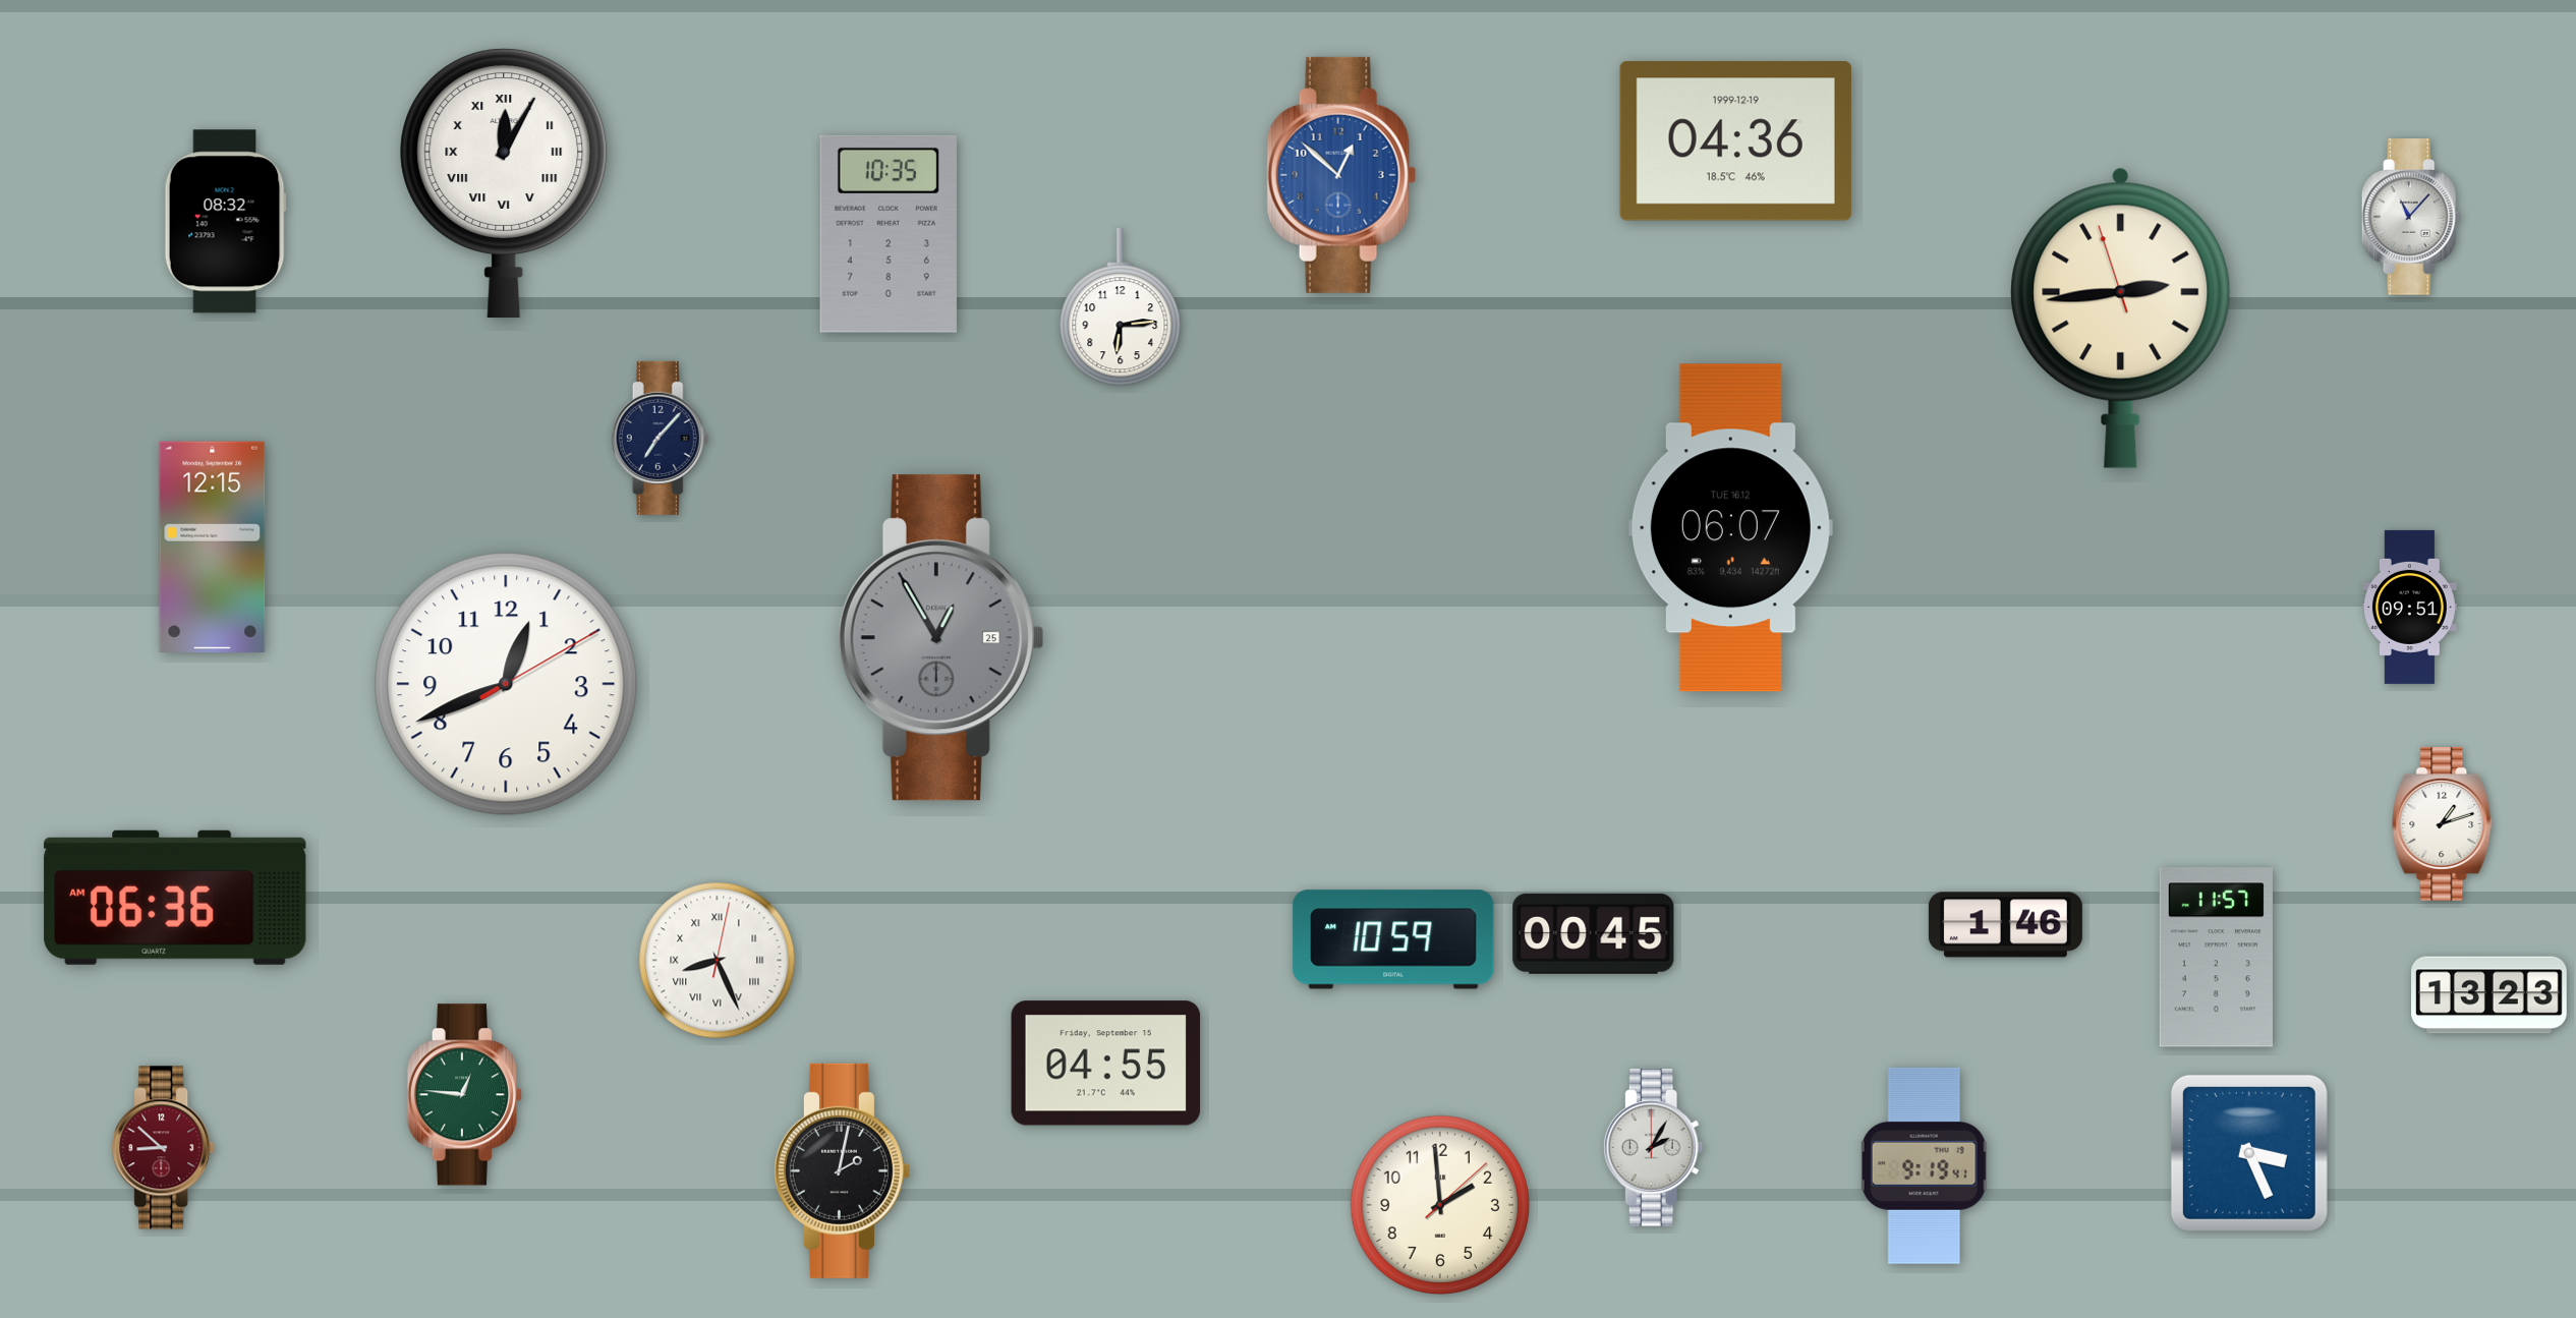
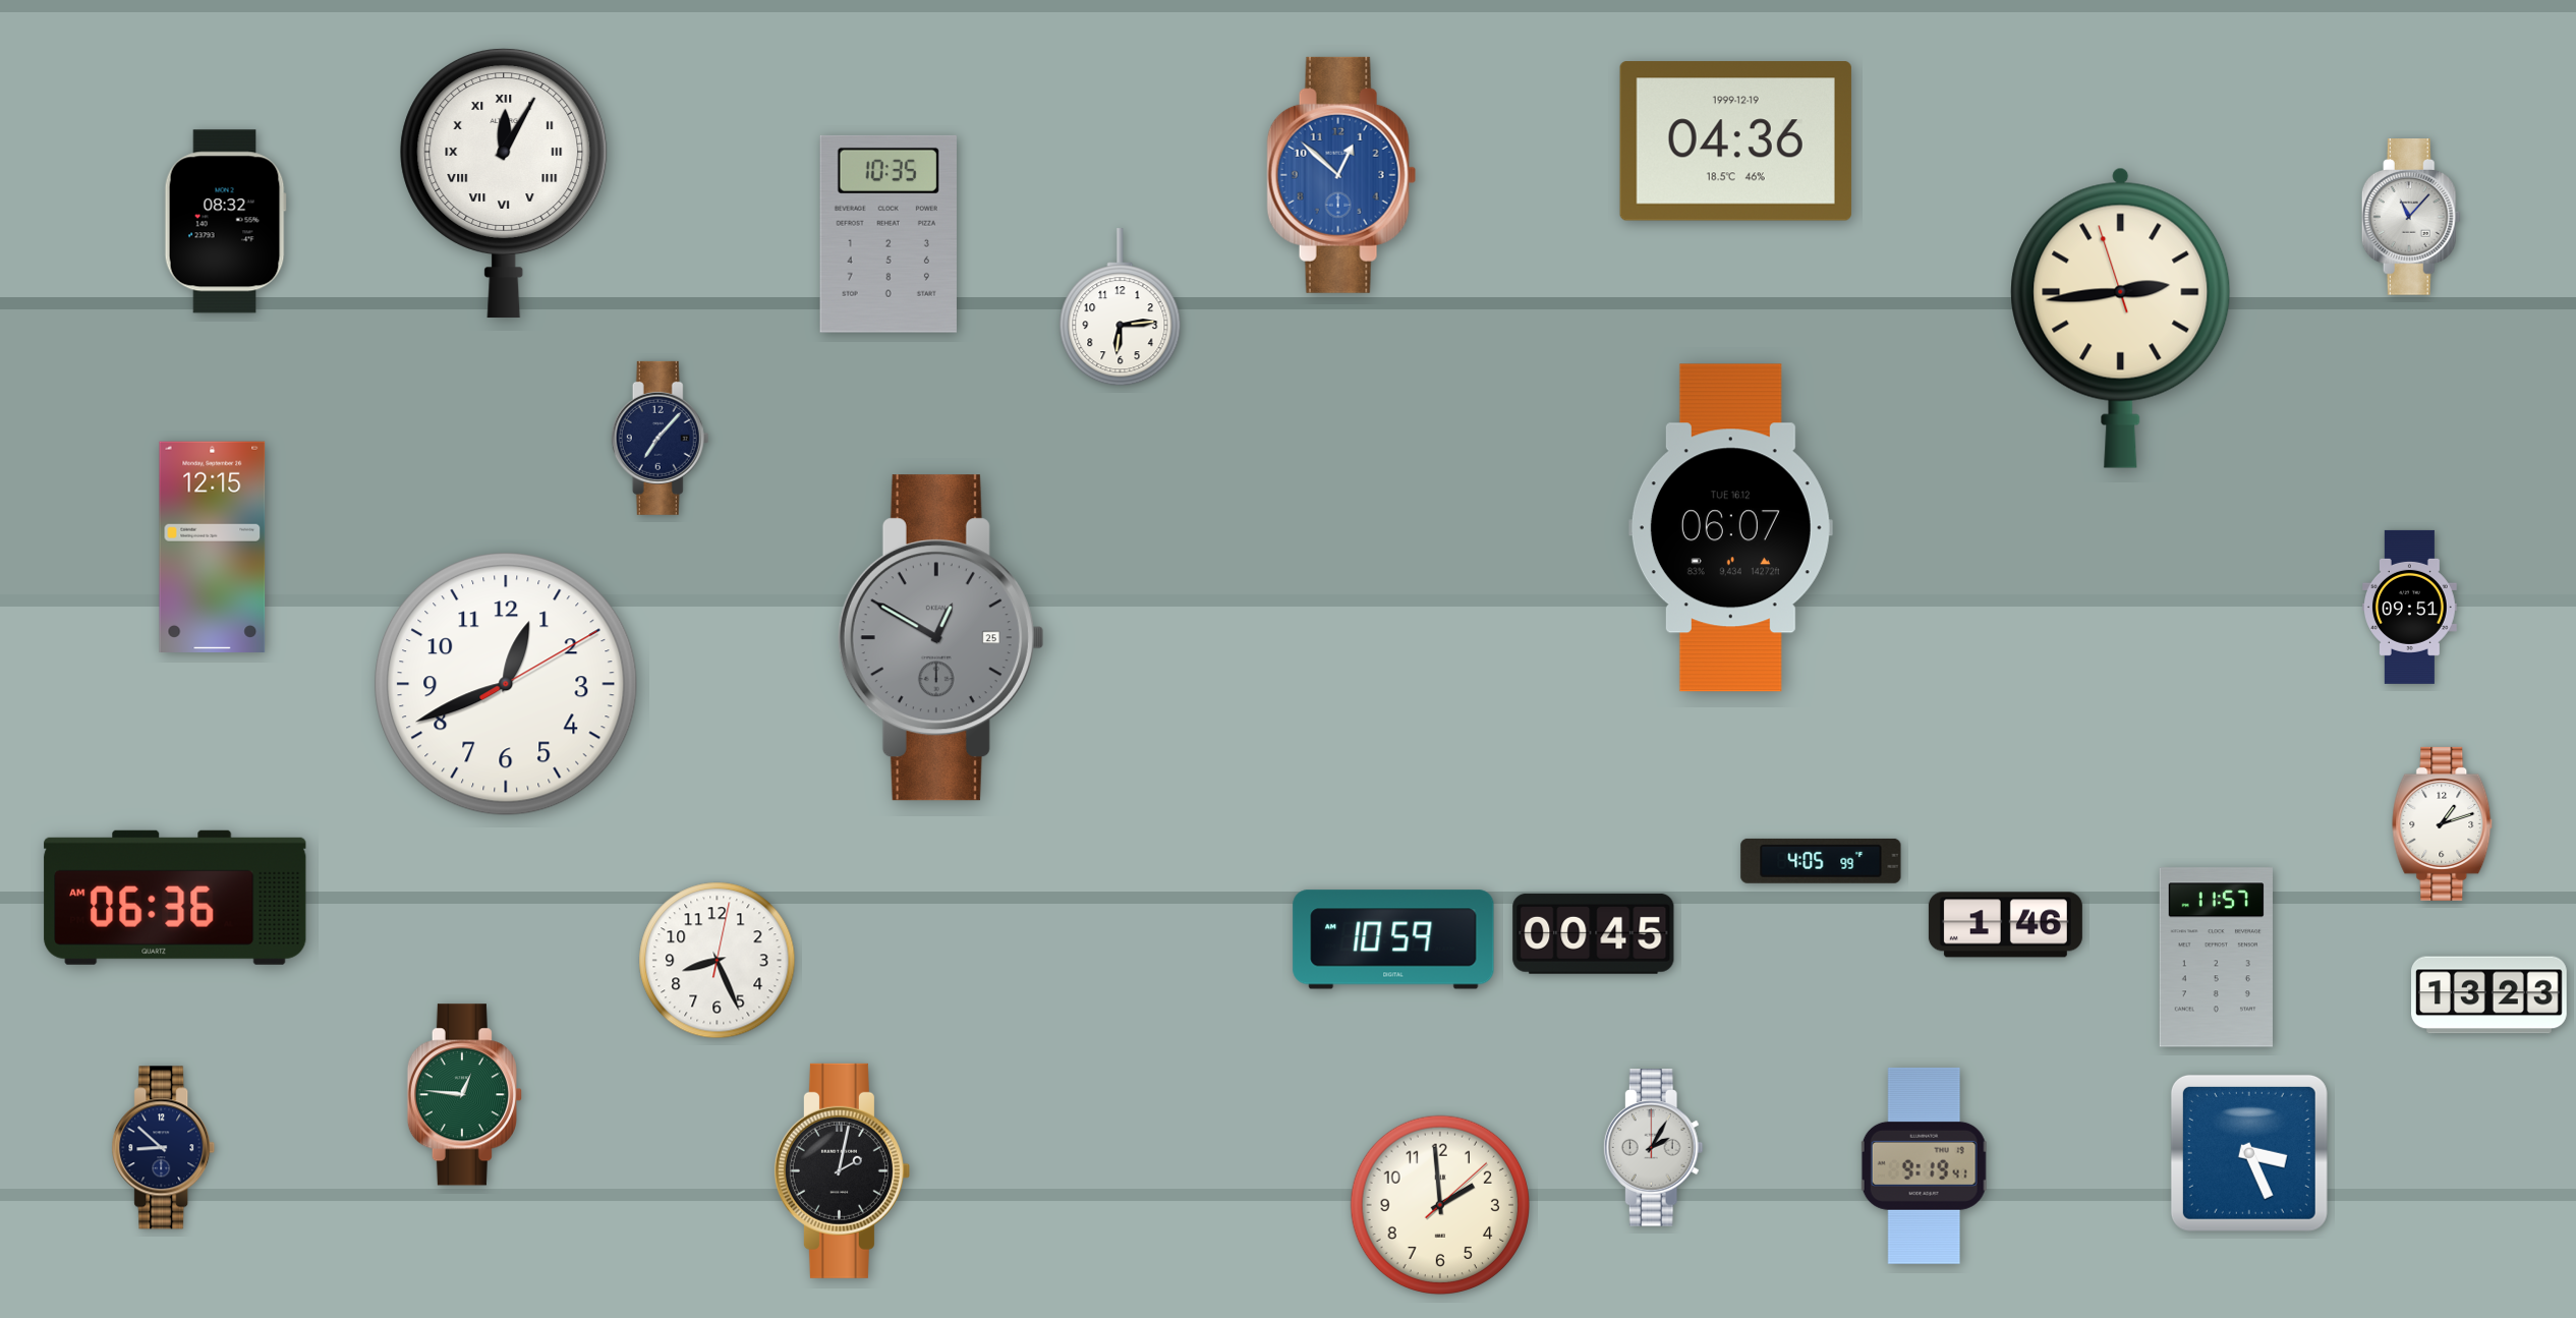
clock at (940, 638): 12:55 -> 12:50
clock at (1821, 861): none -> 4:05
clock at (718, 961) numerals: Roman -> Arabic
clock at (1106, 1064): 04:55 -> none
clock at (164, 1148) dial: burgundy -> navy
